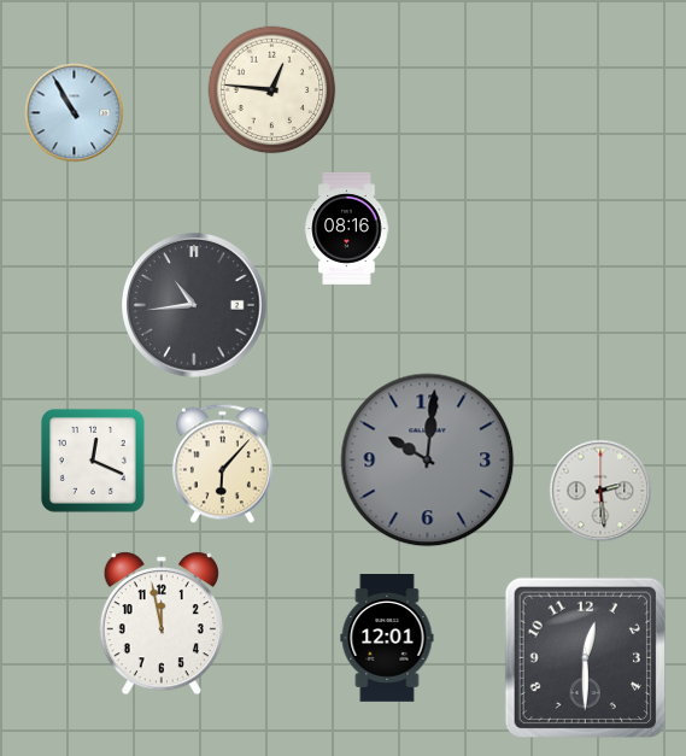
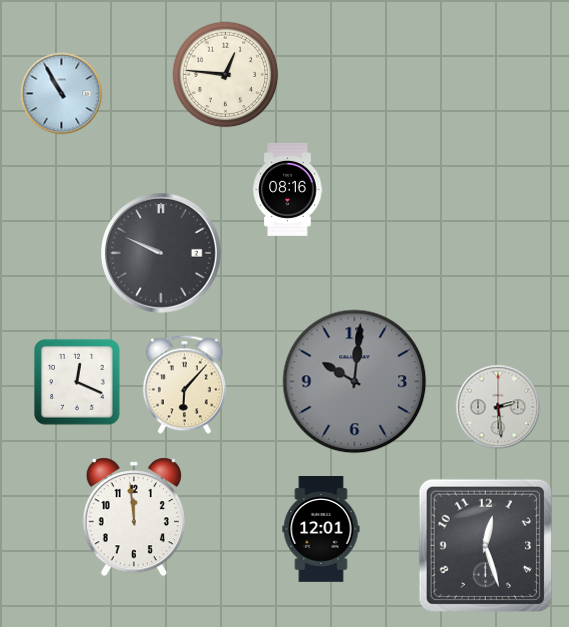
clock at (195, 306): 10:44 -> 9:49
clock at (162, 623): 11:58 -> 11:59
clock at (585, 657): 12:30 -> 12:27
